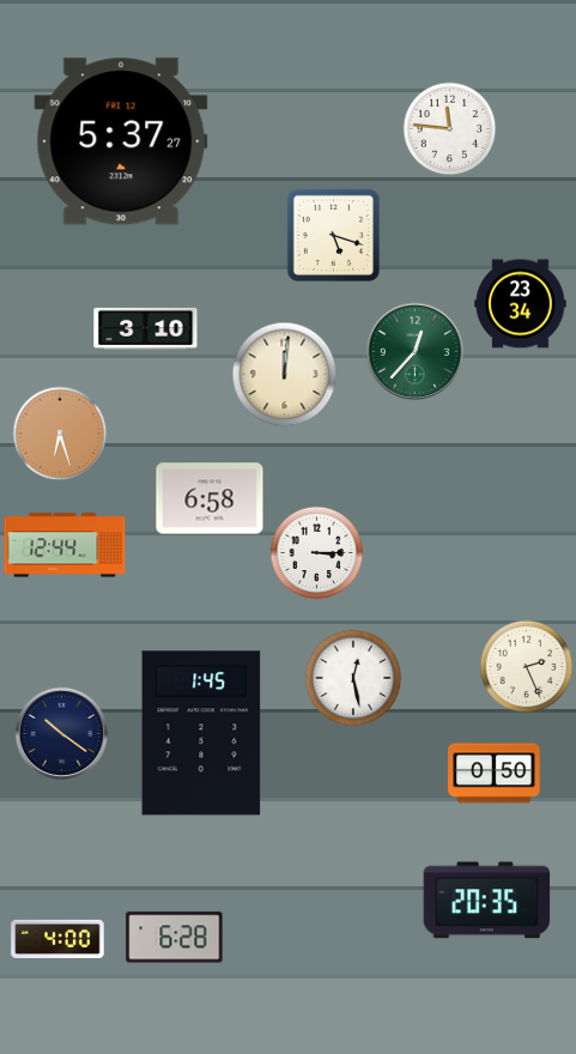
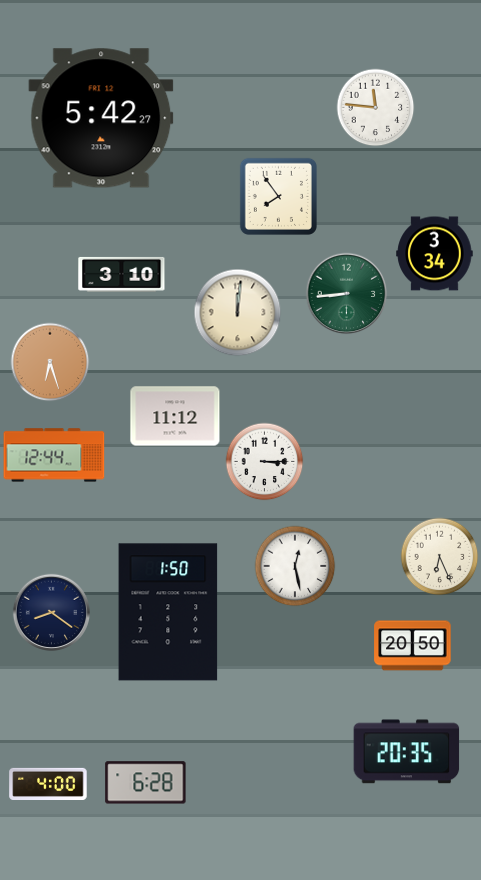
clock at (121, 141): 5:37 -> 5:42
clock at (333, 235): 5:18 -> 7:54
clock at (521, 304): 23:34 -> 3:34
clock at (414, 351): 12:37 -> 8:44
clock at (210, 498): 6:58 -> 11:12
clock at (526, 666): 2:26 -> 6:26
clock at (61, 733): 10:21 -> 8:21
clock at (201, 733): 1:45 -> 1:50
clock at (495, 774): 0:50 -> 20:50
